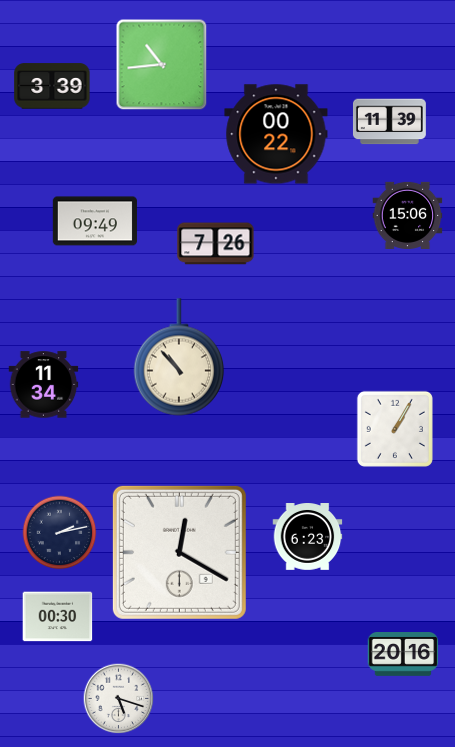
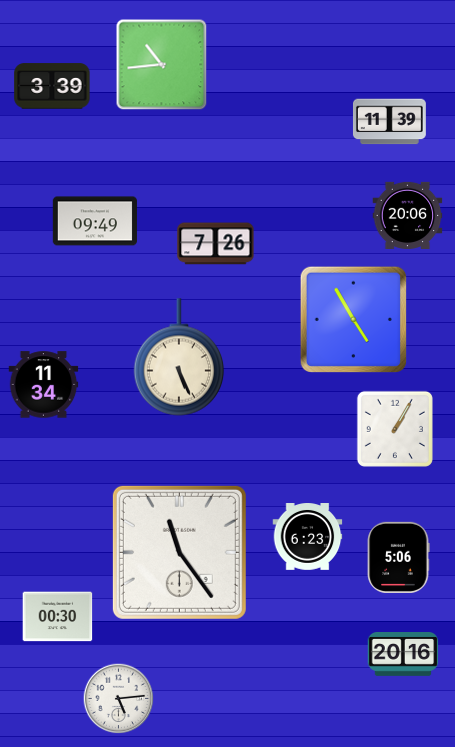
clock at (276, 134): 00:22 -> none
clock at (408, 215): 15:06 -> 20:06
clock at (353, 319): none -> 4:55
clock at (179, 357): 10:53 -> 5:26
clock at (60, 533): 2:13 -> none
clock at (179, 552): 12:20 -> 11:24
clock at (398, 557): none -> 5:06
clock at (119, 699): 5:18 -> 5:14
